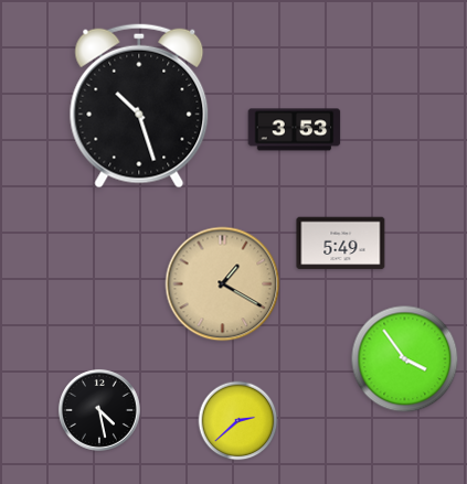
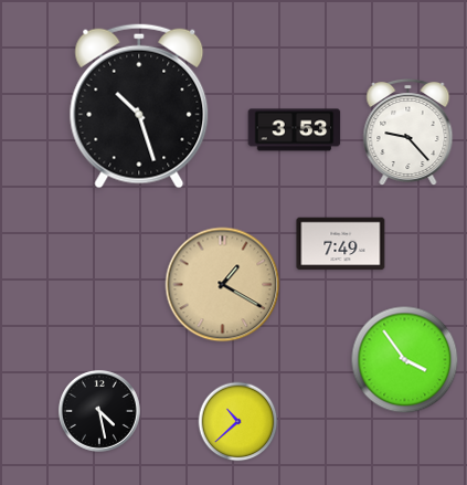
clock at (408, 133): none -> 9:23
clock at (341, 244): 5:49 -> 7:49
clock at (238, 421): 2:38 -> 10:38
